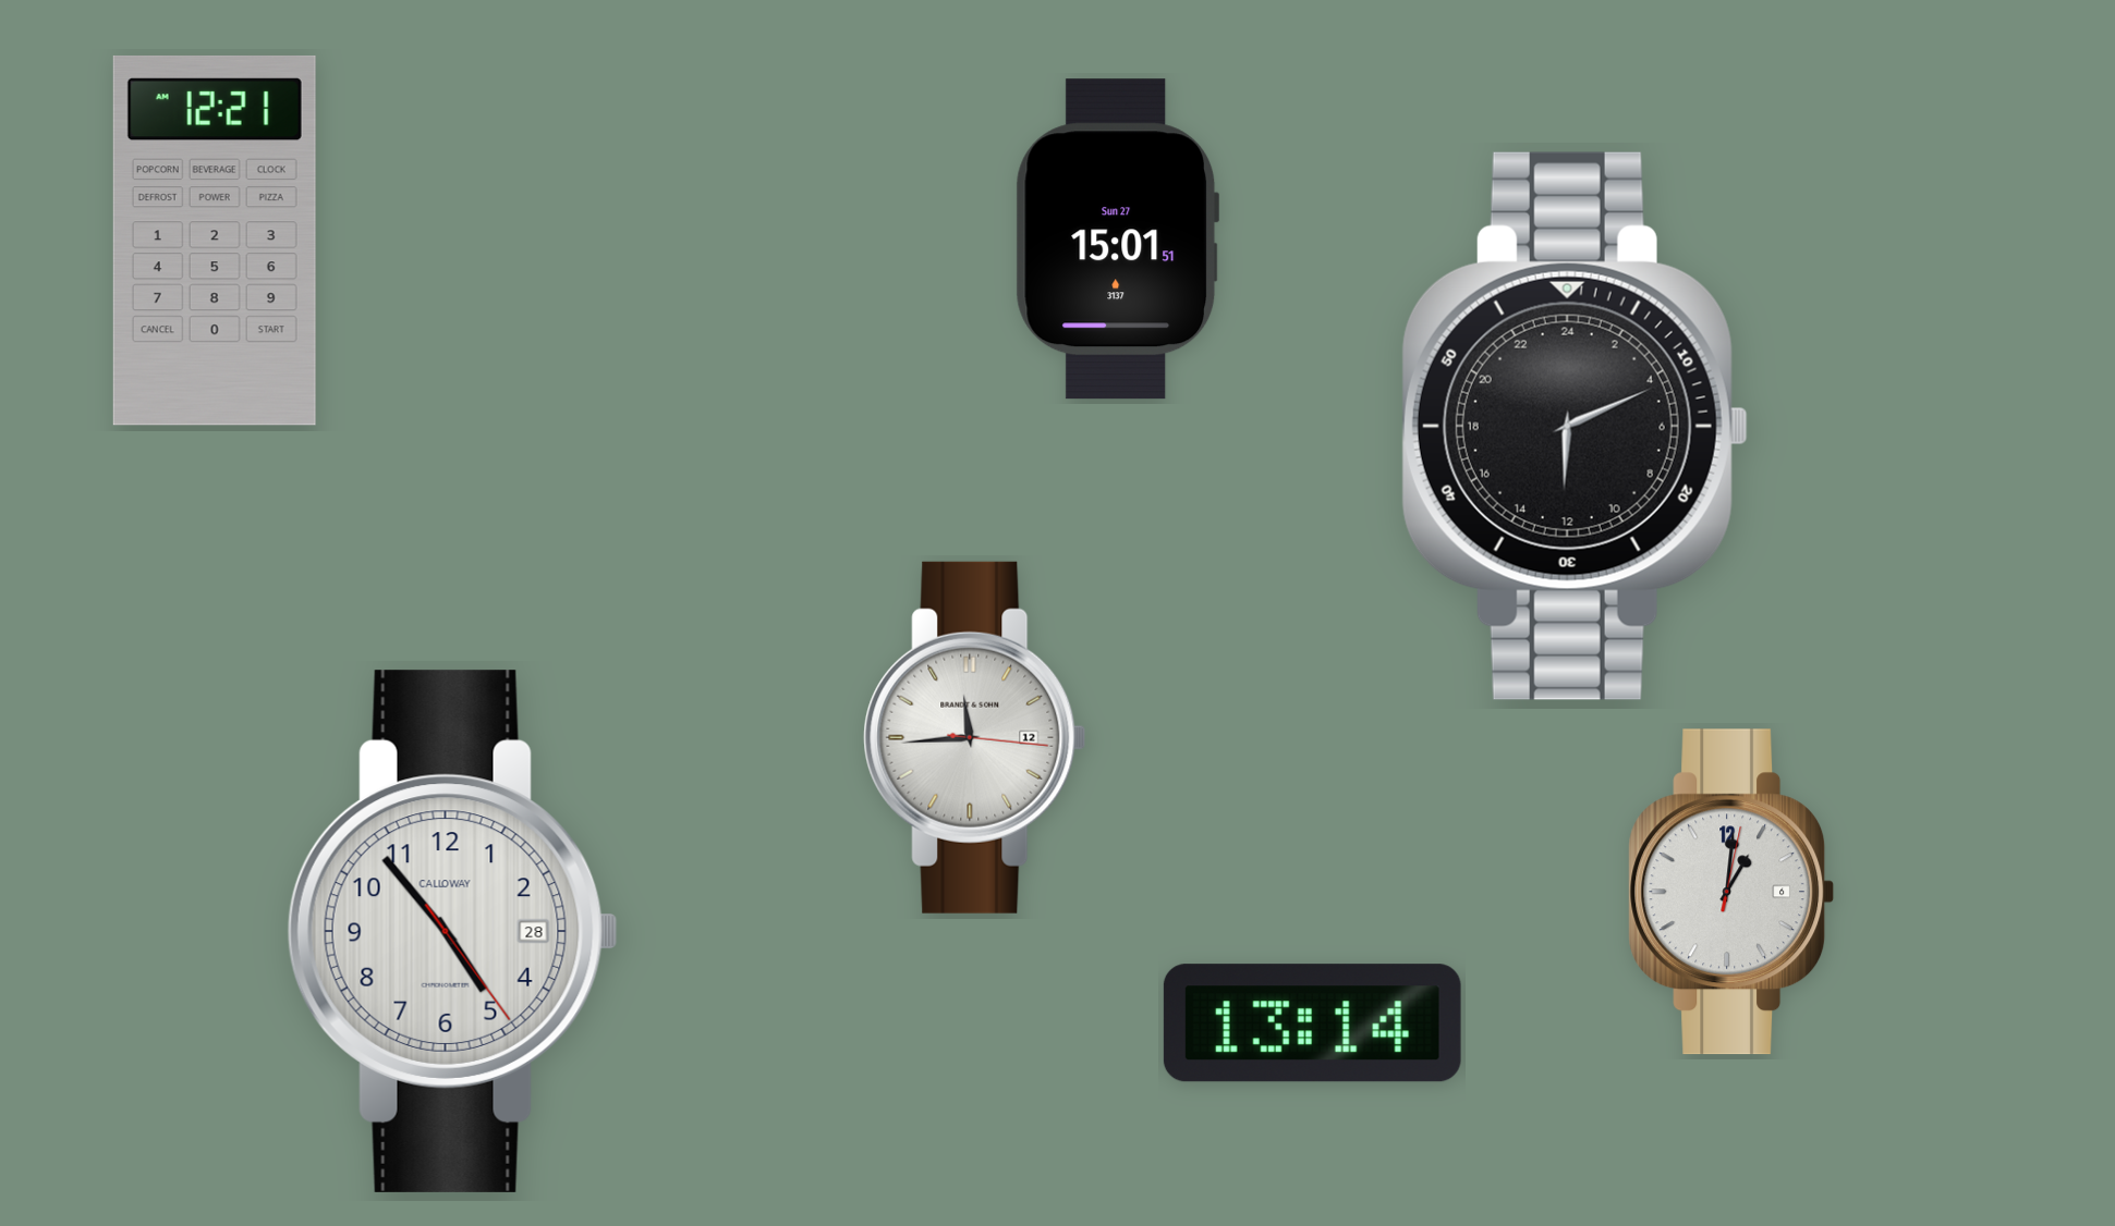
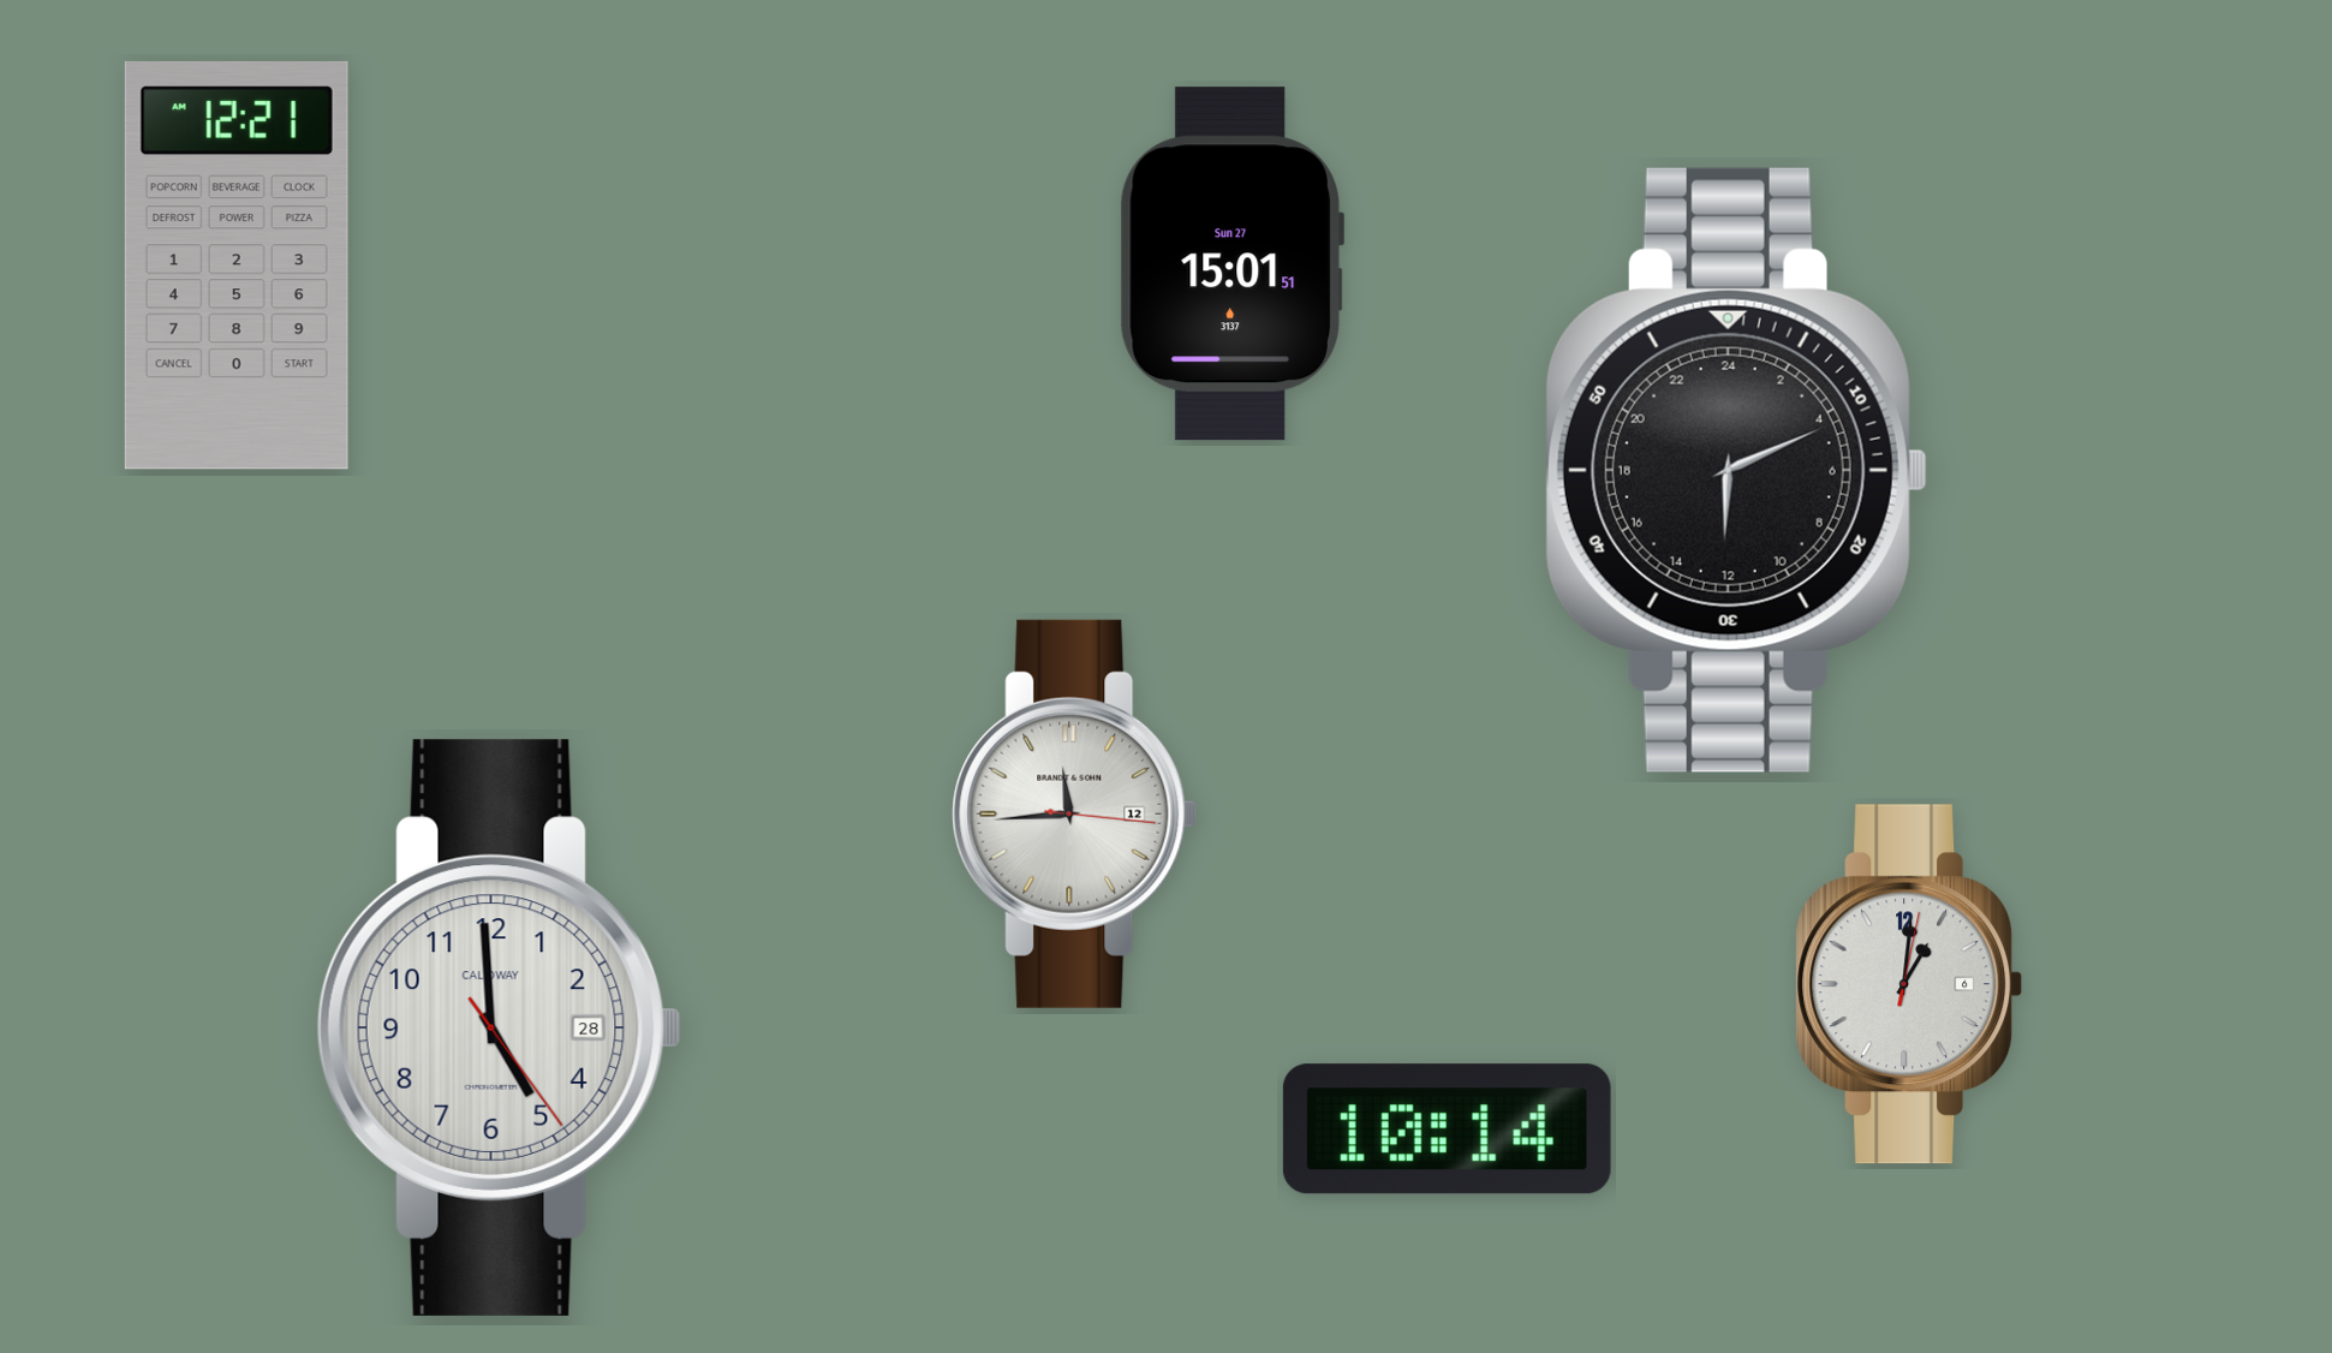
clock at (452, 931): 4:53 -> 4:59
clock at (1312, 1023): 13:14 -> 10:14
